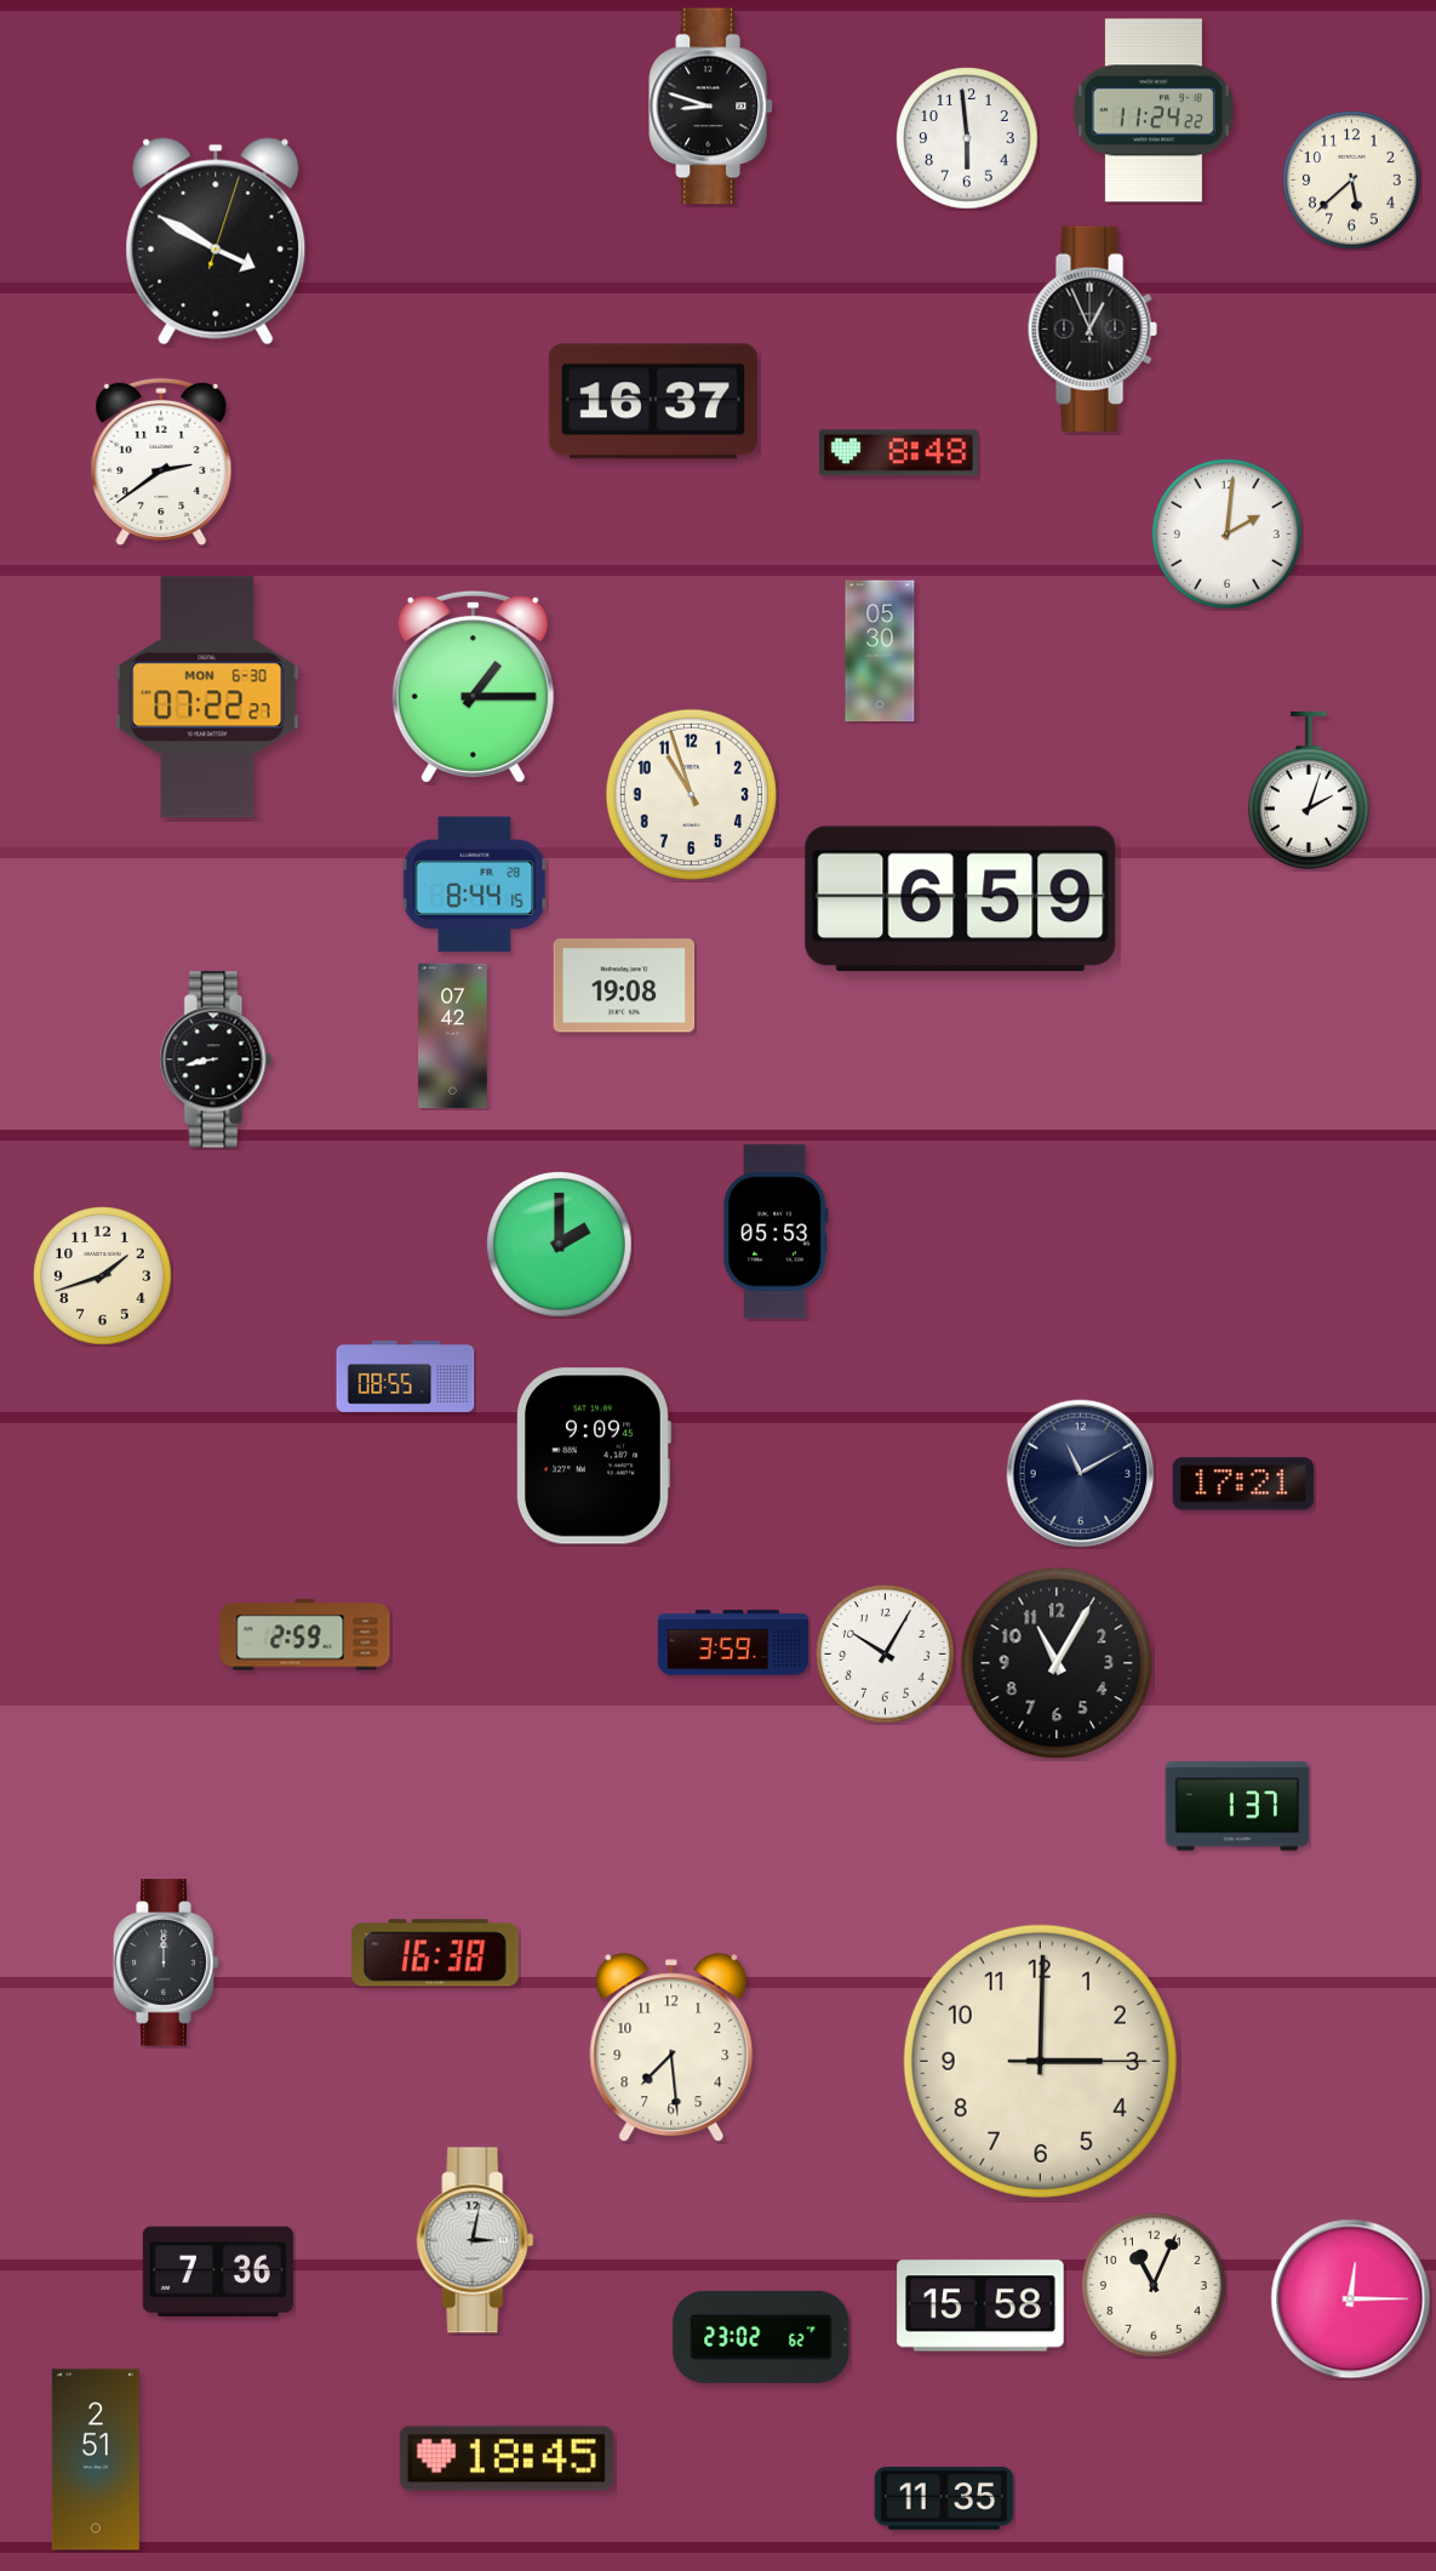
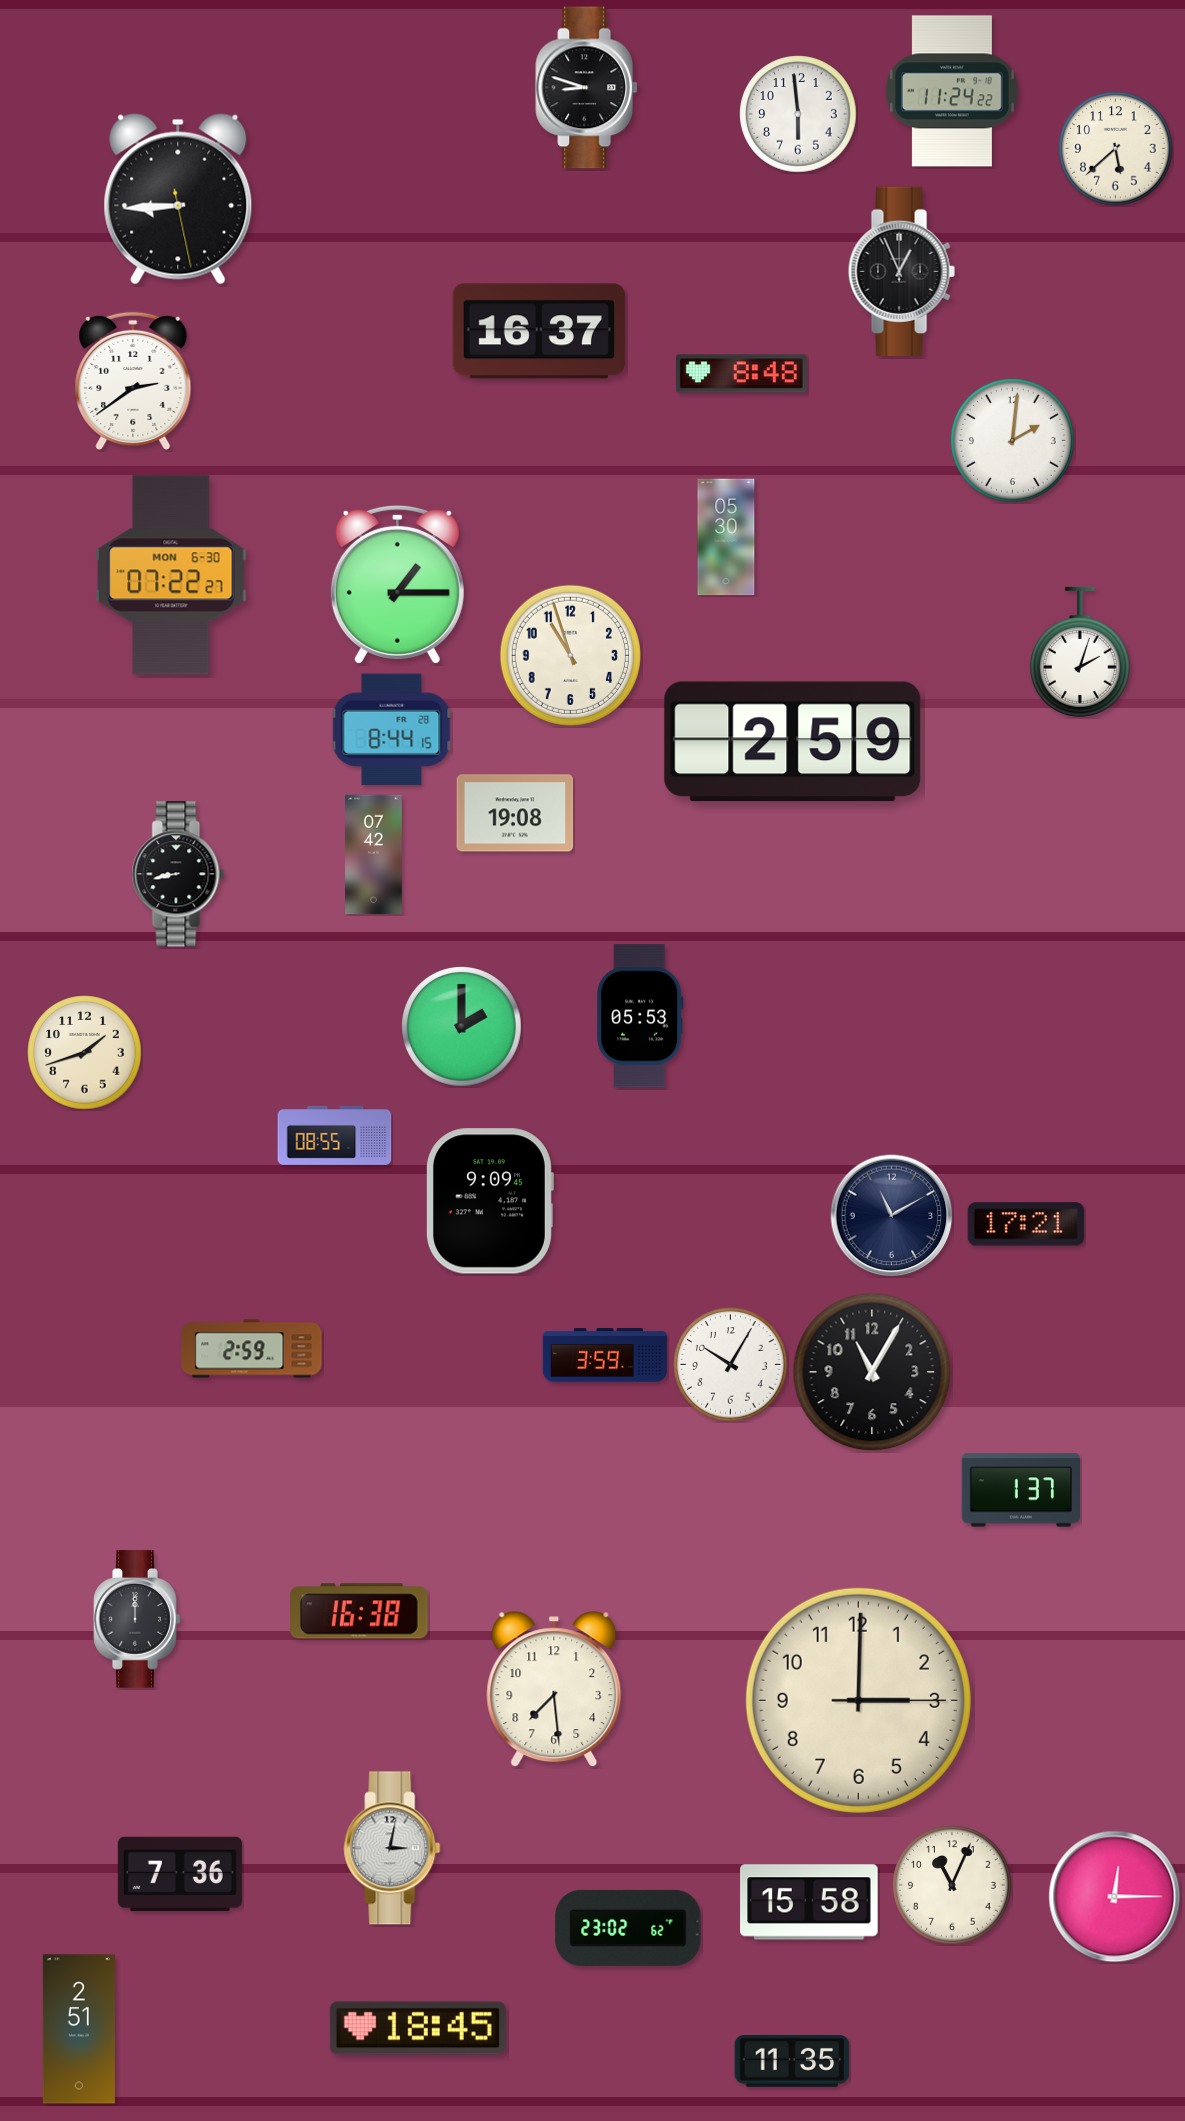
clock at (216, 241): 3:50 -> 8:44
clock at (473, 686) position: (473, 686) -> (397, 584)
clock at (961, 899): 6:59 -> 2:59
clock at (944, 2498) position: (944, 2498) -> (792, 2061)
